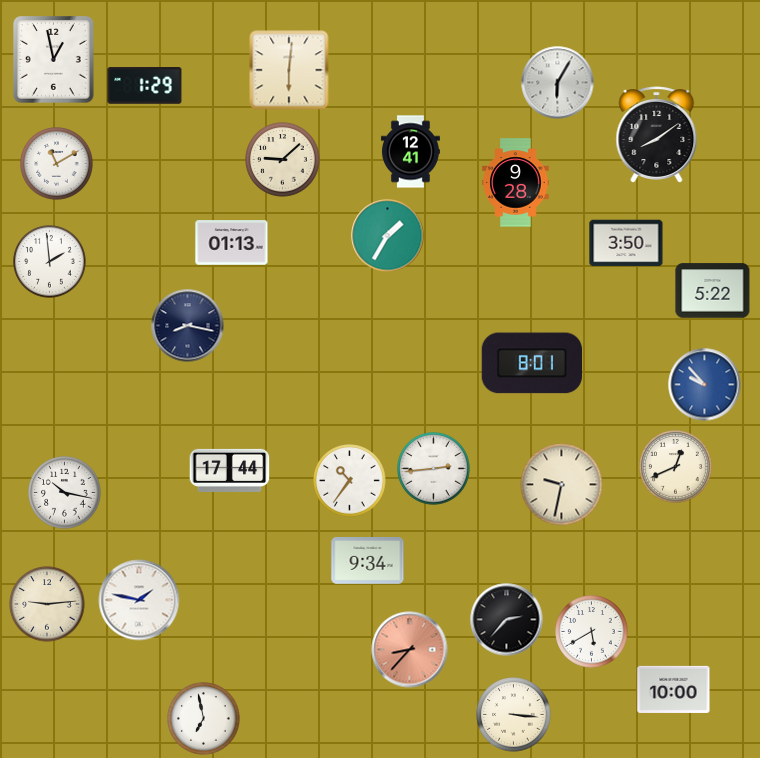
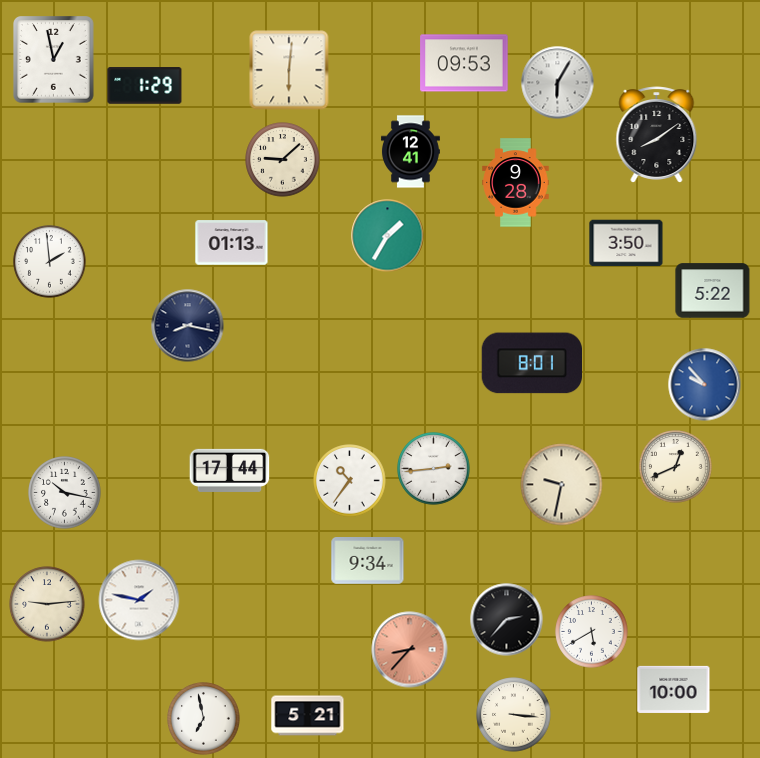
clock at (464, 63): none -> 09:53
clock at (57, 164): 11:10 -> none
clock at (308, 716): none -> 5:21
